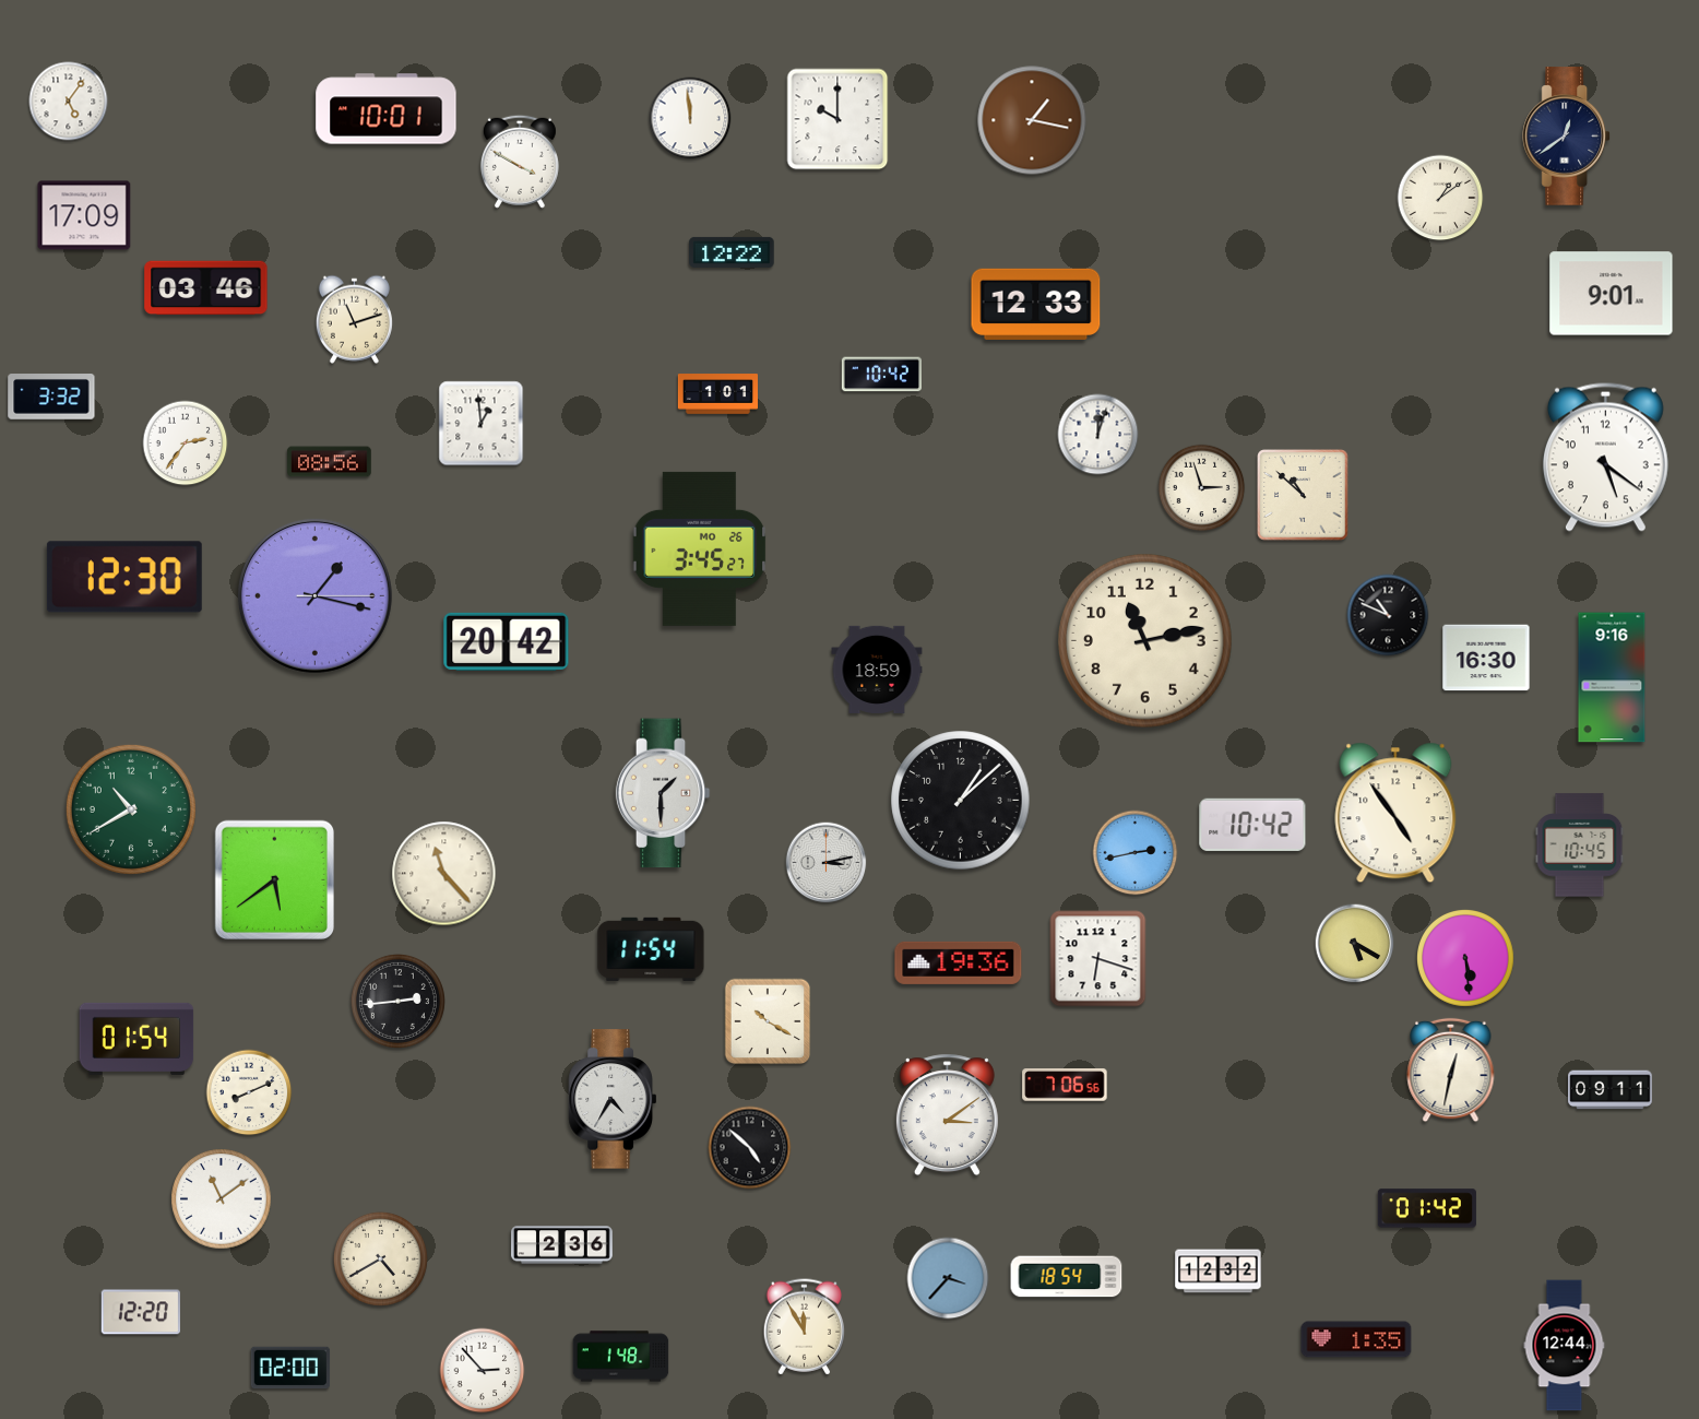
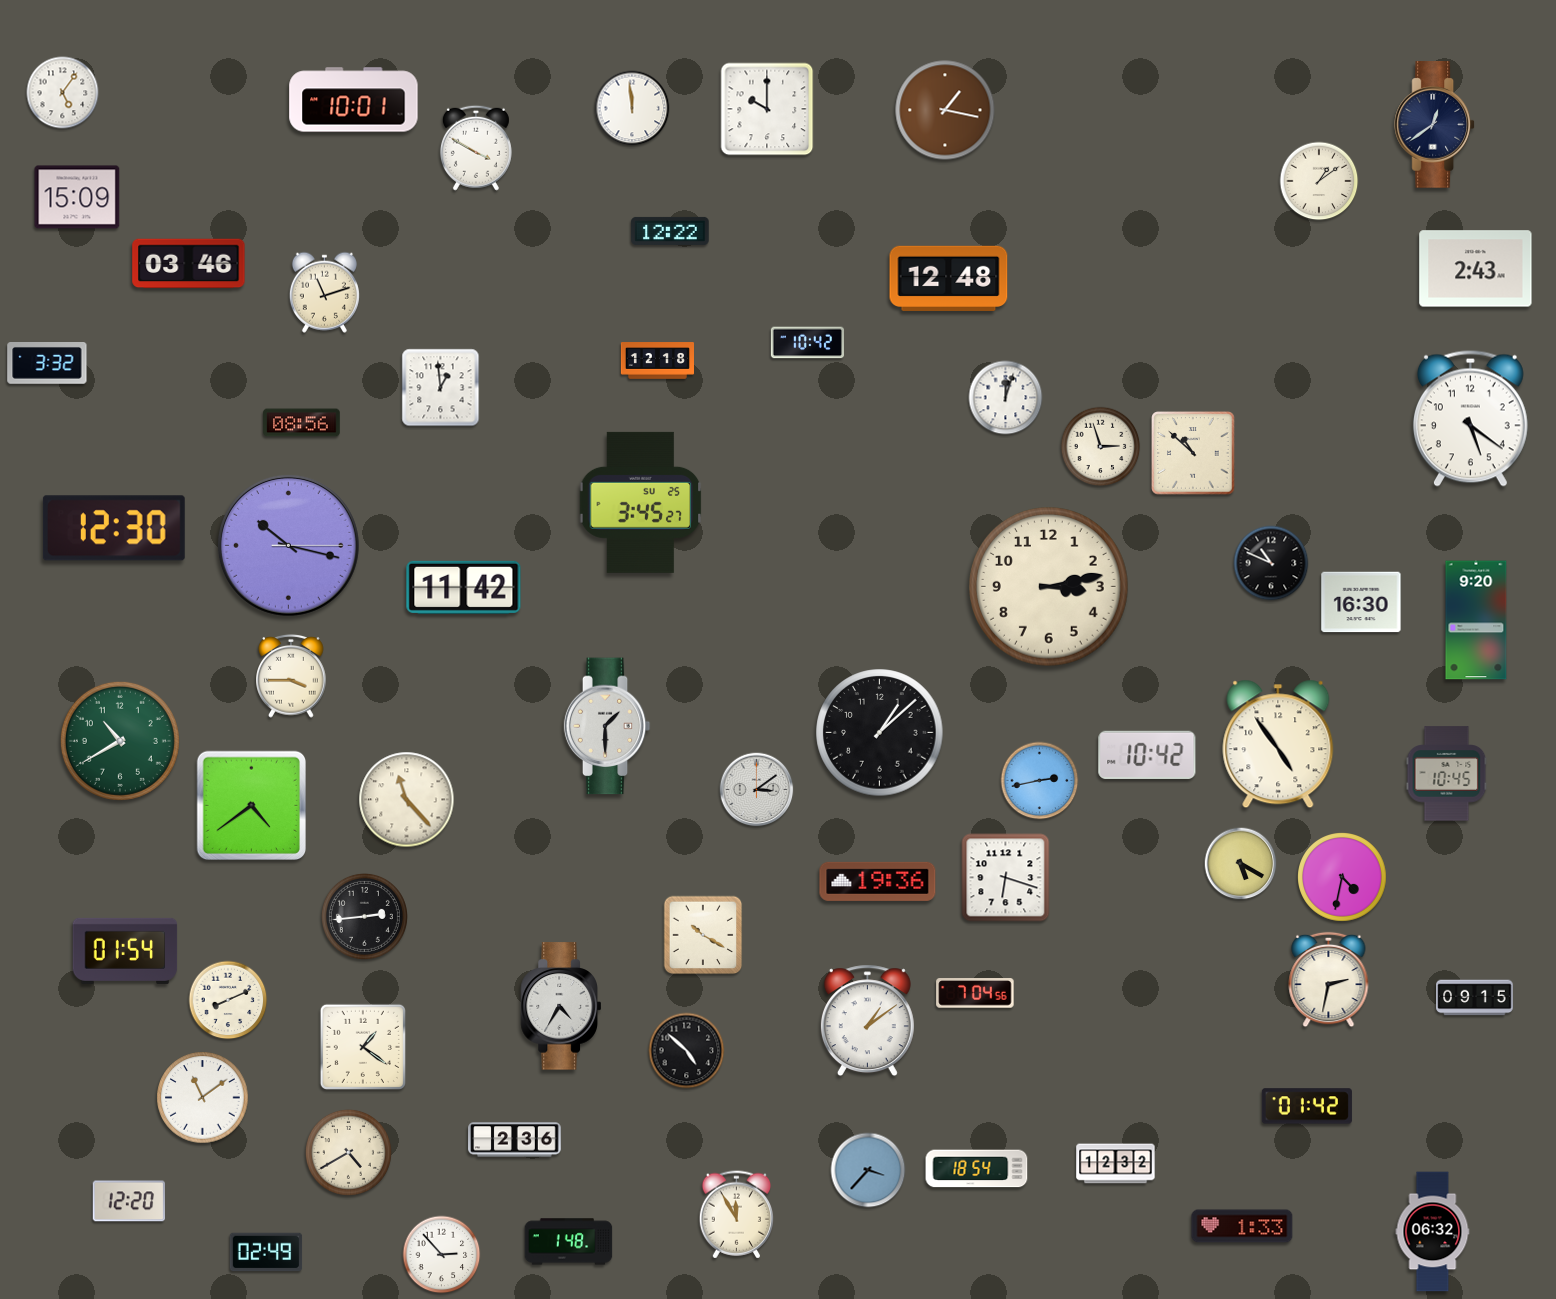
clock at (84, 215): 17:09 -> 15:09
clock at (1612, 294): 9:01 -> 2:43
clock at (1036, 304): 12:33 -> 12:48
clock at (717, 394): 1:01 -> 12:18
clock at (186, 444): 2:36 -> none
clock at (700, 548) date: MO 26 -> SU 25
clock at (314, 595): 1:17 -> 10:17
clock at (507, 641): 20:42 -> 11:42
clock at (1145, 641): 11:13 -> 3:13
clock at (877, 670): 18:59 -> none
clock at (1612, 677): 9:16 -> 9:20
clock at (292, 676): none -> 3:45
clock at (827, 863): 3:13 -> 3:09
clock at (274, 879): 5:39 -> 4:39
clock at (651, 949): 11:54 -> none
clock at (1466, 959): 5:29 -> 4:32
clock at (1451, 1071): 12:32 -> 2:32
clock at (1065, 1085): 7:06 -> 7:04
clock at (1611, 1090): 09:11 -> 09:15
clock at (947, 1115): 3:09 -> 1:09
clock at (363, 1047): none -> 1:21
clock at (1356, 1339): 1:35 -> 1:33
clock at (1565, 1346): 12:44 -> 06:32
clock at (290, 1368): 02:00 -> 02:49
